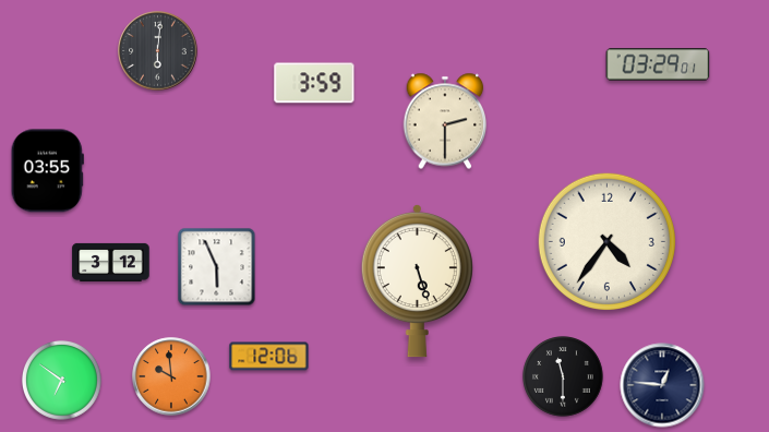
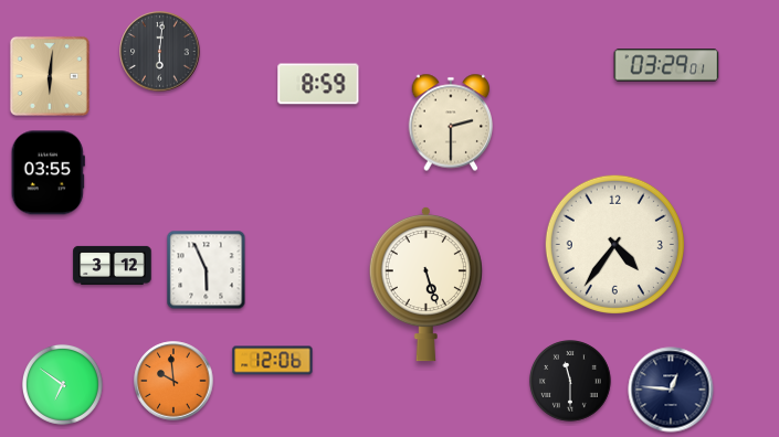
clock at (50, 76): none -> 6:01
clock at (314, 83): 3:59 -> 8:59
clock at (217, 267) position: (217, 267) -> (207, 270)
clock at (417, 280) position: (417, 280) -> (425, 284)
